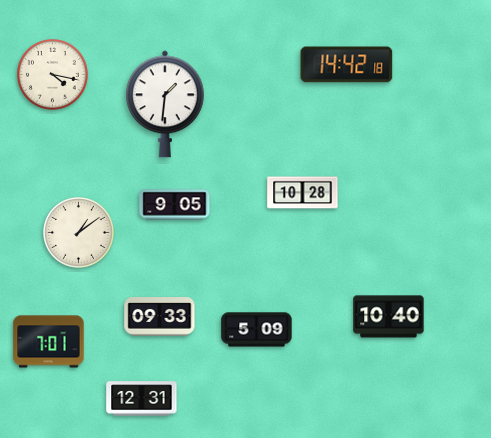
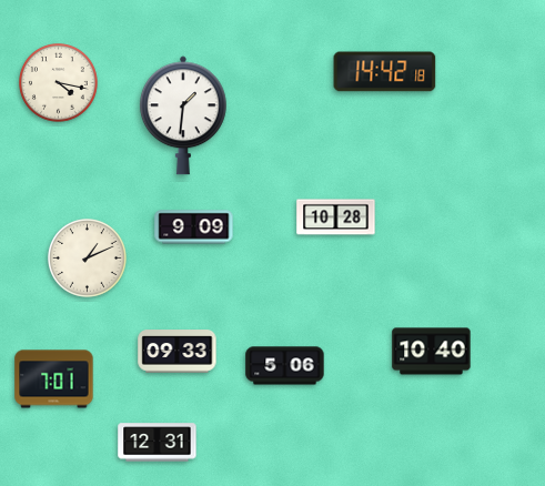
clock at (303, 193) position: (303, 193) -> (336, 217)
clock at (175, 205): 9:05 -> 9:09
clock at (79, 233): 1:09 -> 1:11
clock at (257, 330): 5:09 -> 5:06
